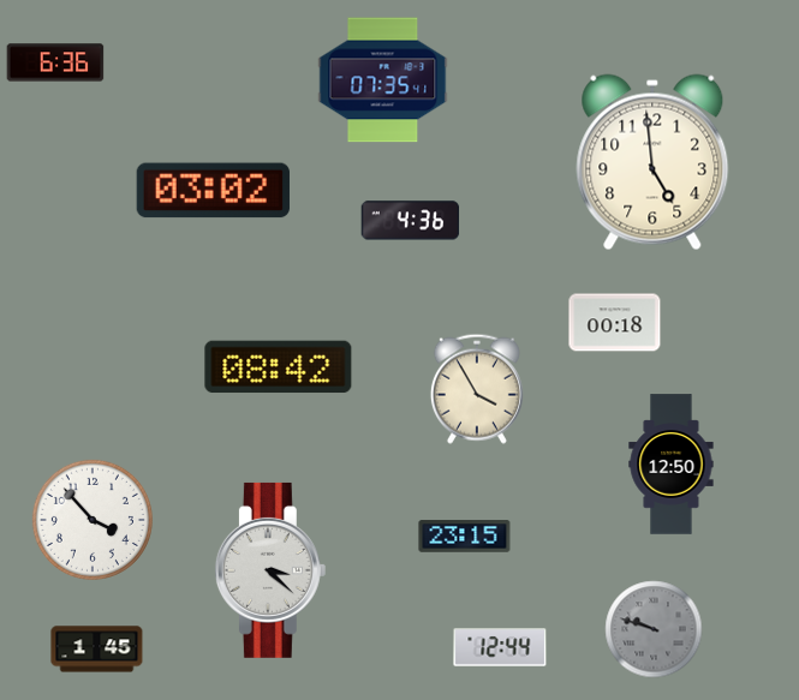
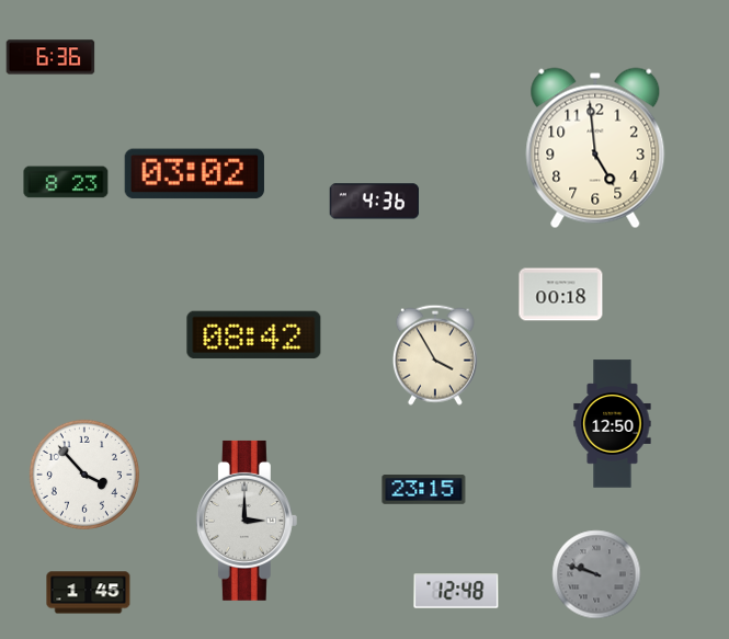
clock at (383, 80): 07:35 -> none
clock at (66, 182): none -> 8:23
clock at (270, 570): 3:22 -> 3:00
clock at (500, 647): 12:44 -> 12:48
